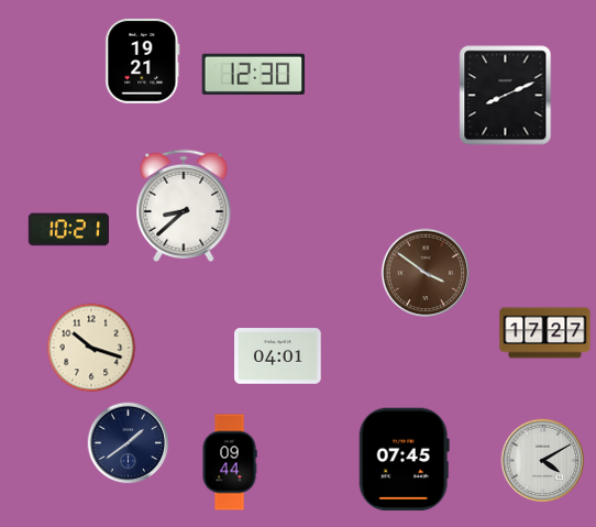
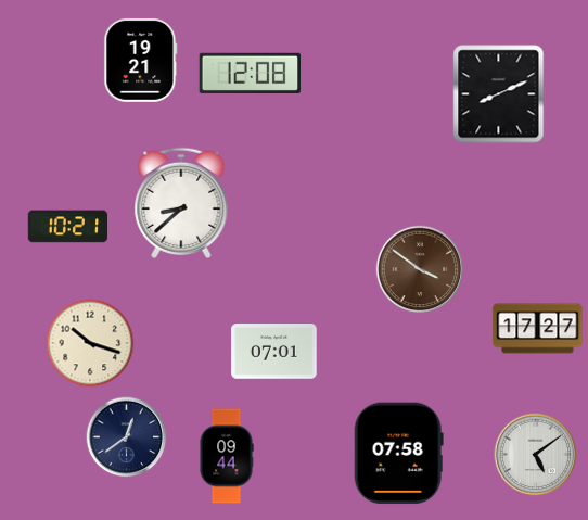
clock at (254, 74): 12:30 -> 12:08
clock at (278, 356): 04:01 -> 07:01
clock at (129, 443): 1:39 -> 12:39
clock at (404, 460): 07:45 -> 07:58
clock at (543, 461): 4:10 -> 5:09
